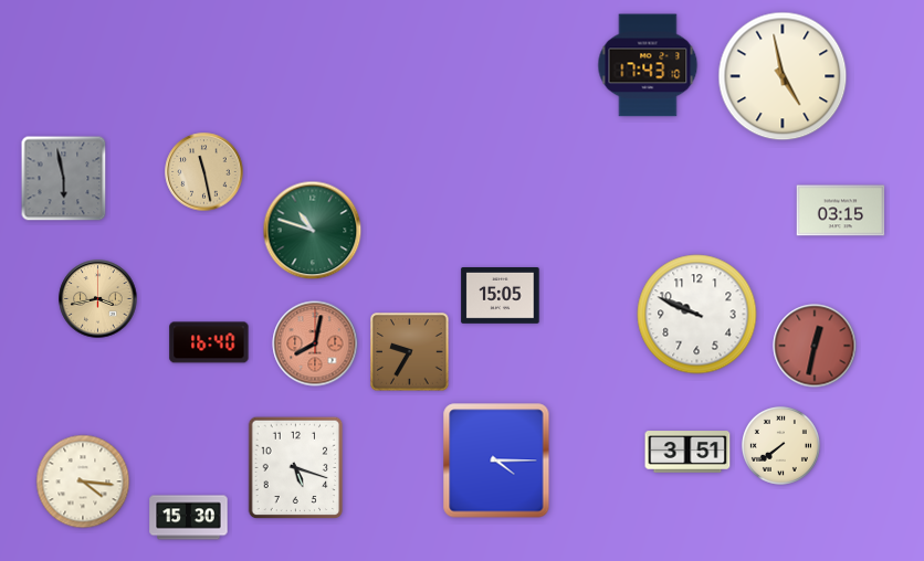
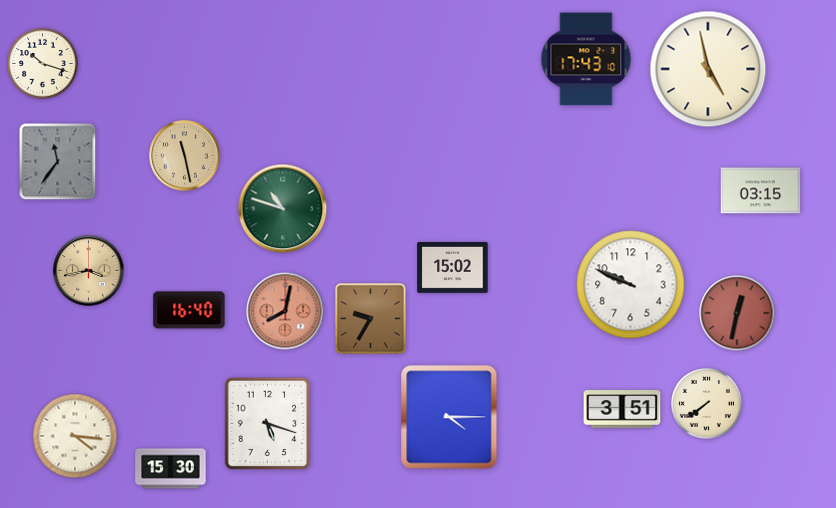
clock at (42, 63): none -> 10:18
clock at (64, 179): 5:58 -> 11:36
clock at (501, 296): 15:05 -> 15:02
